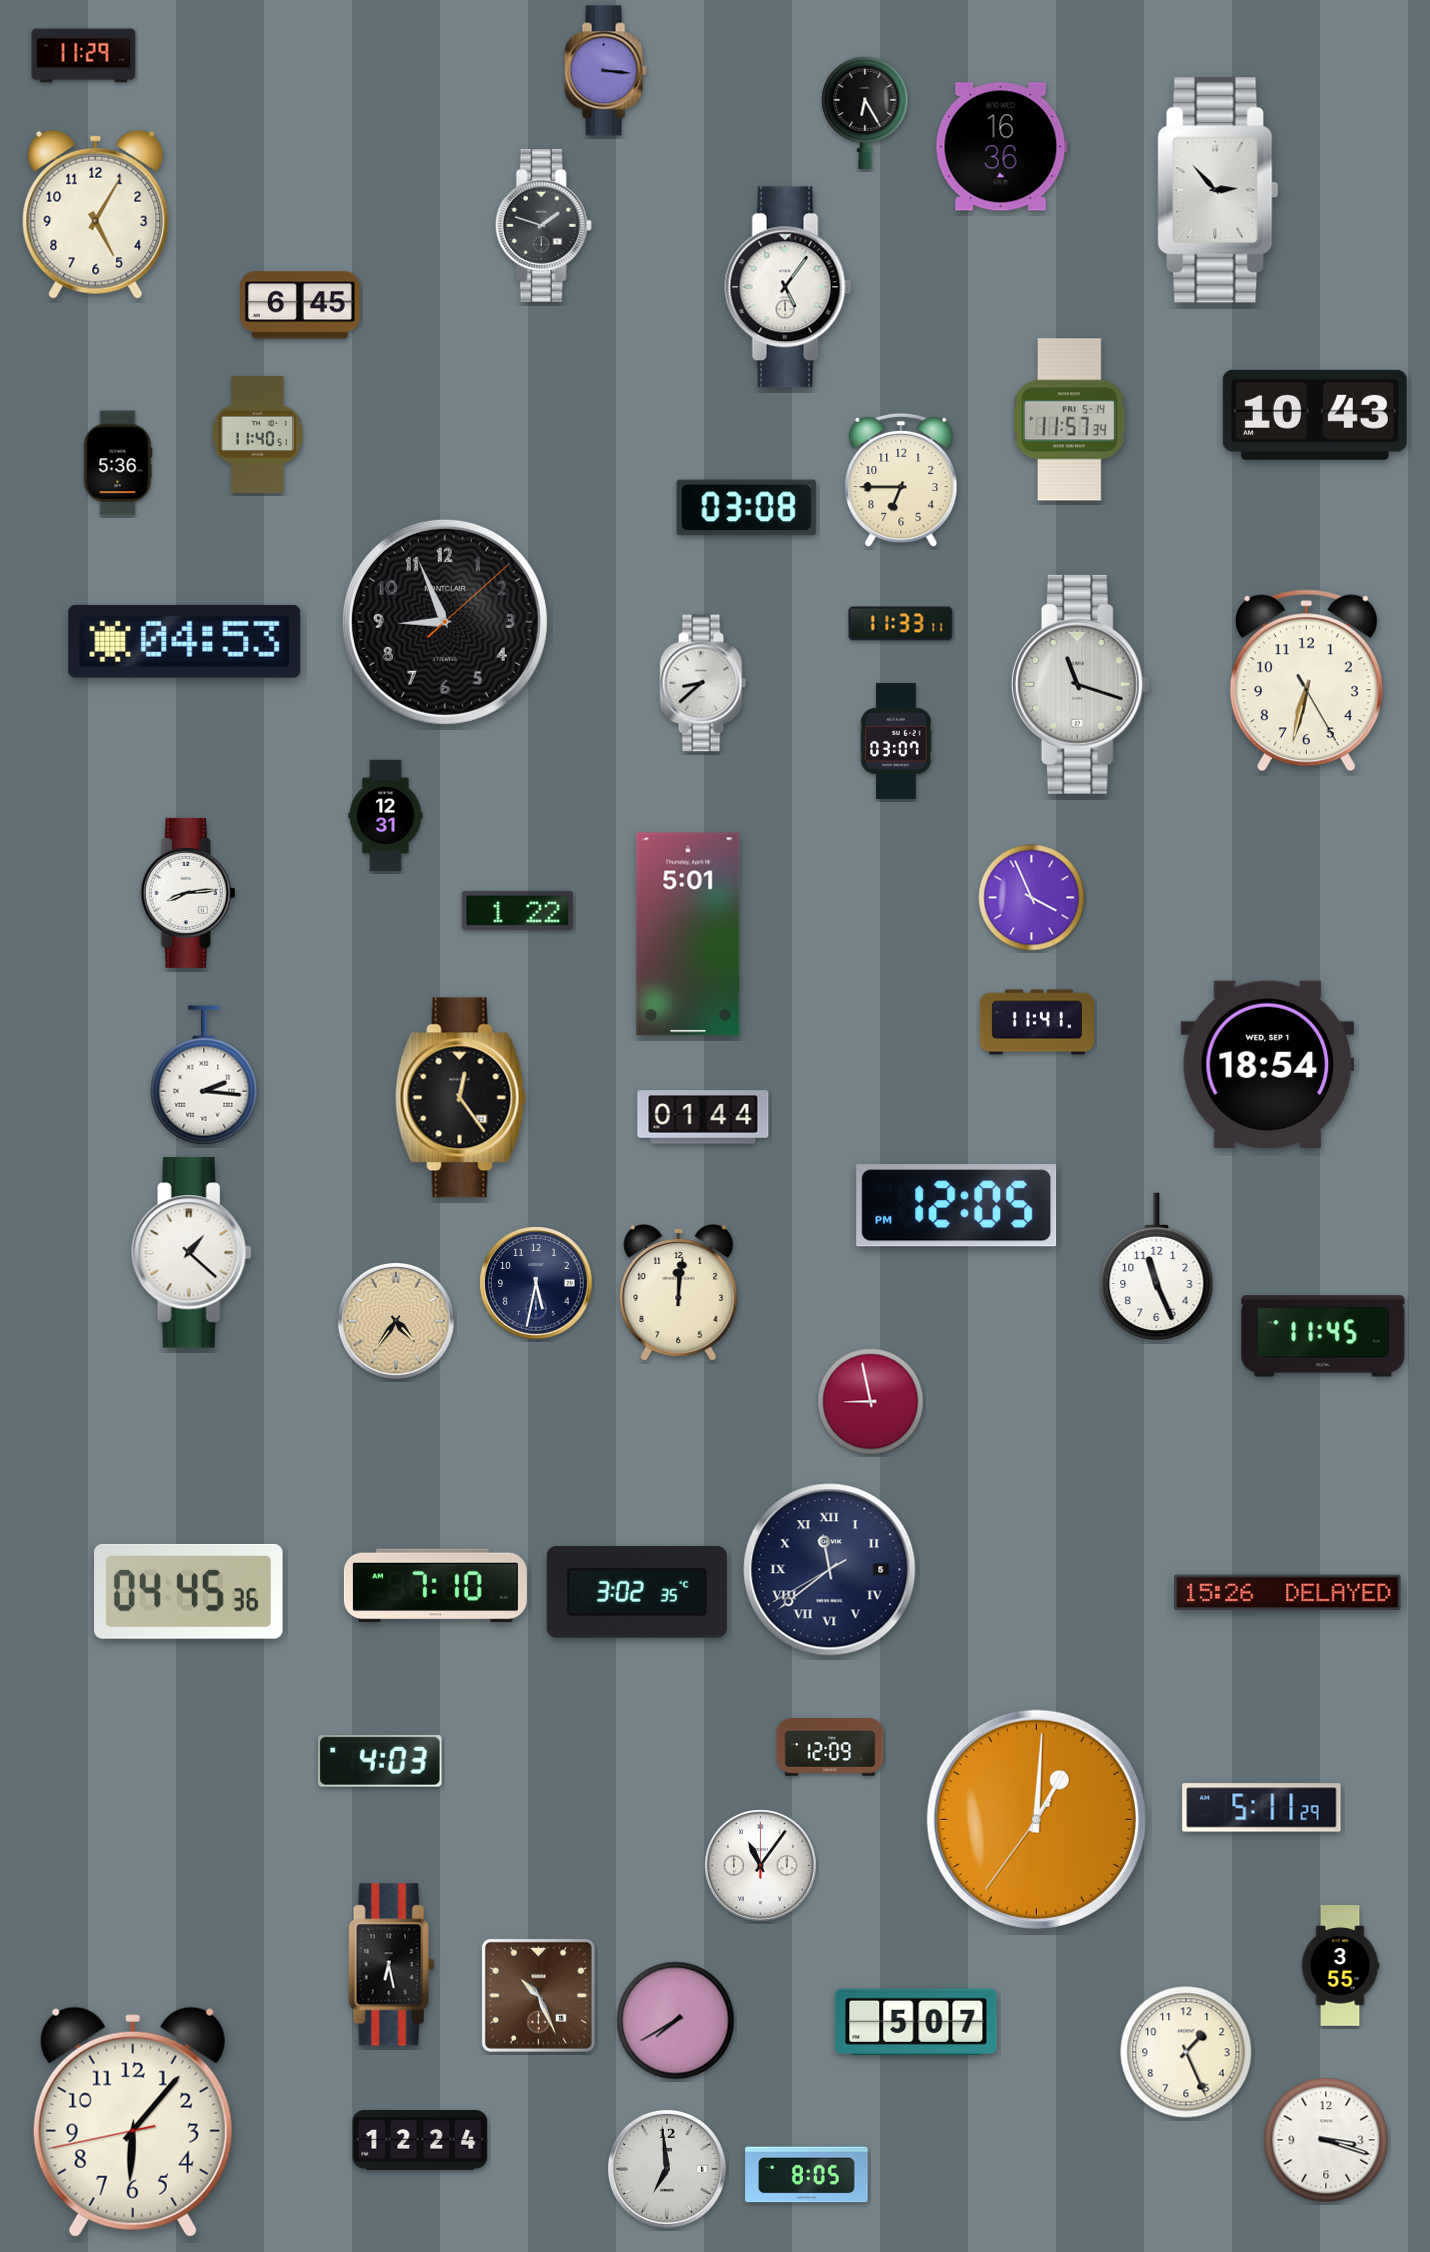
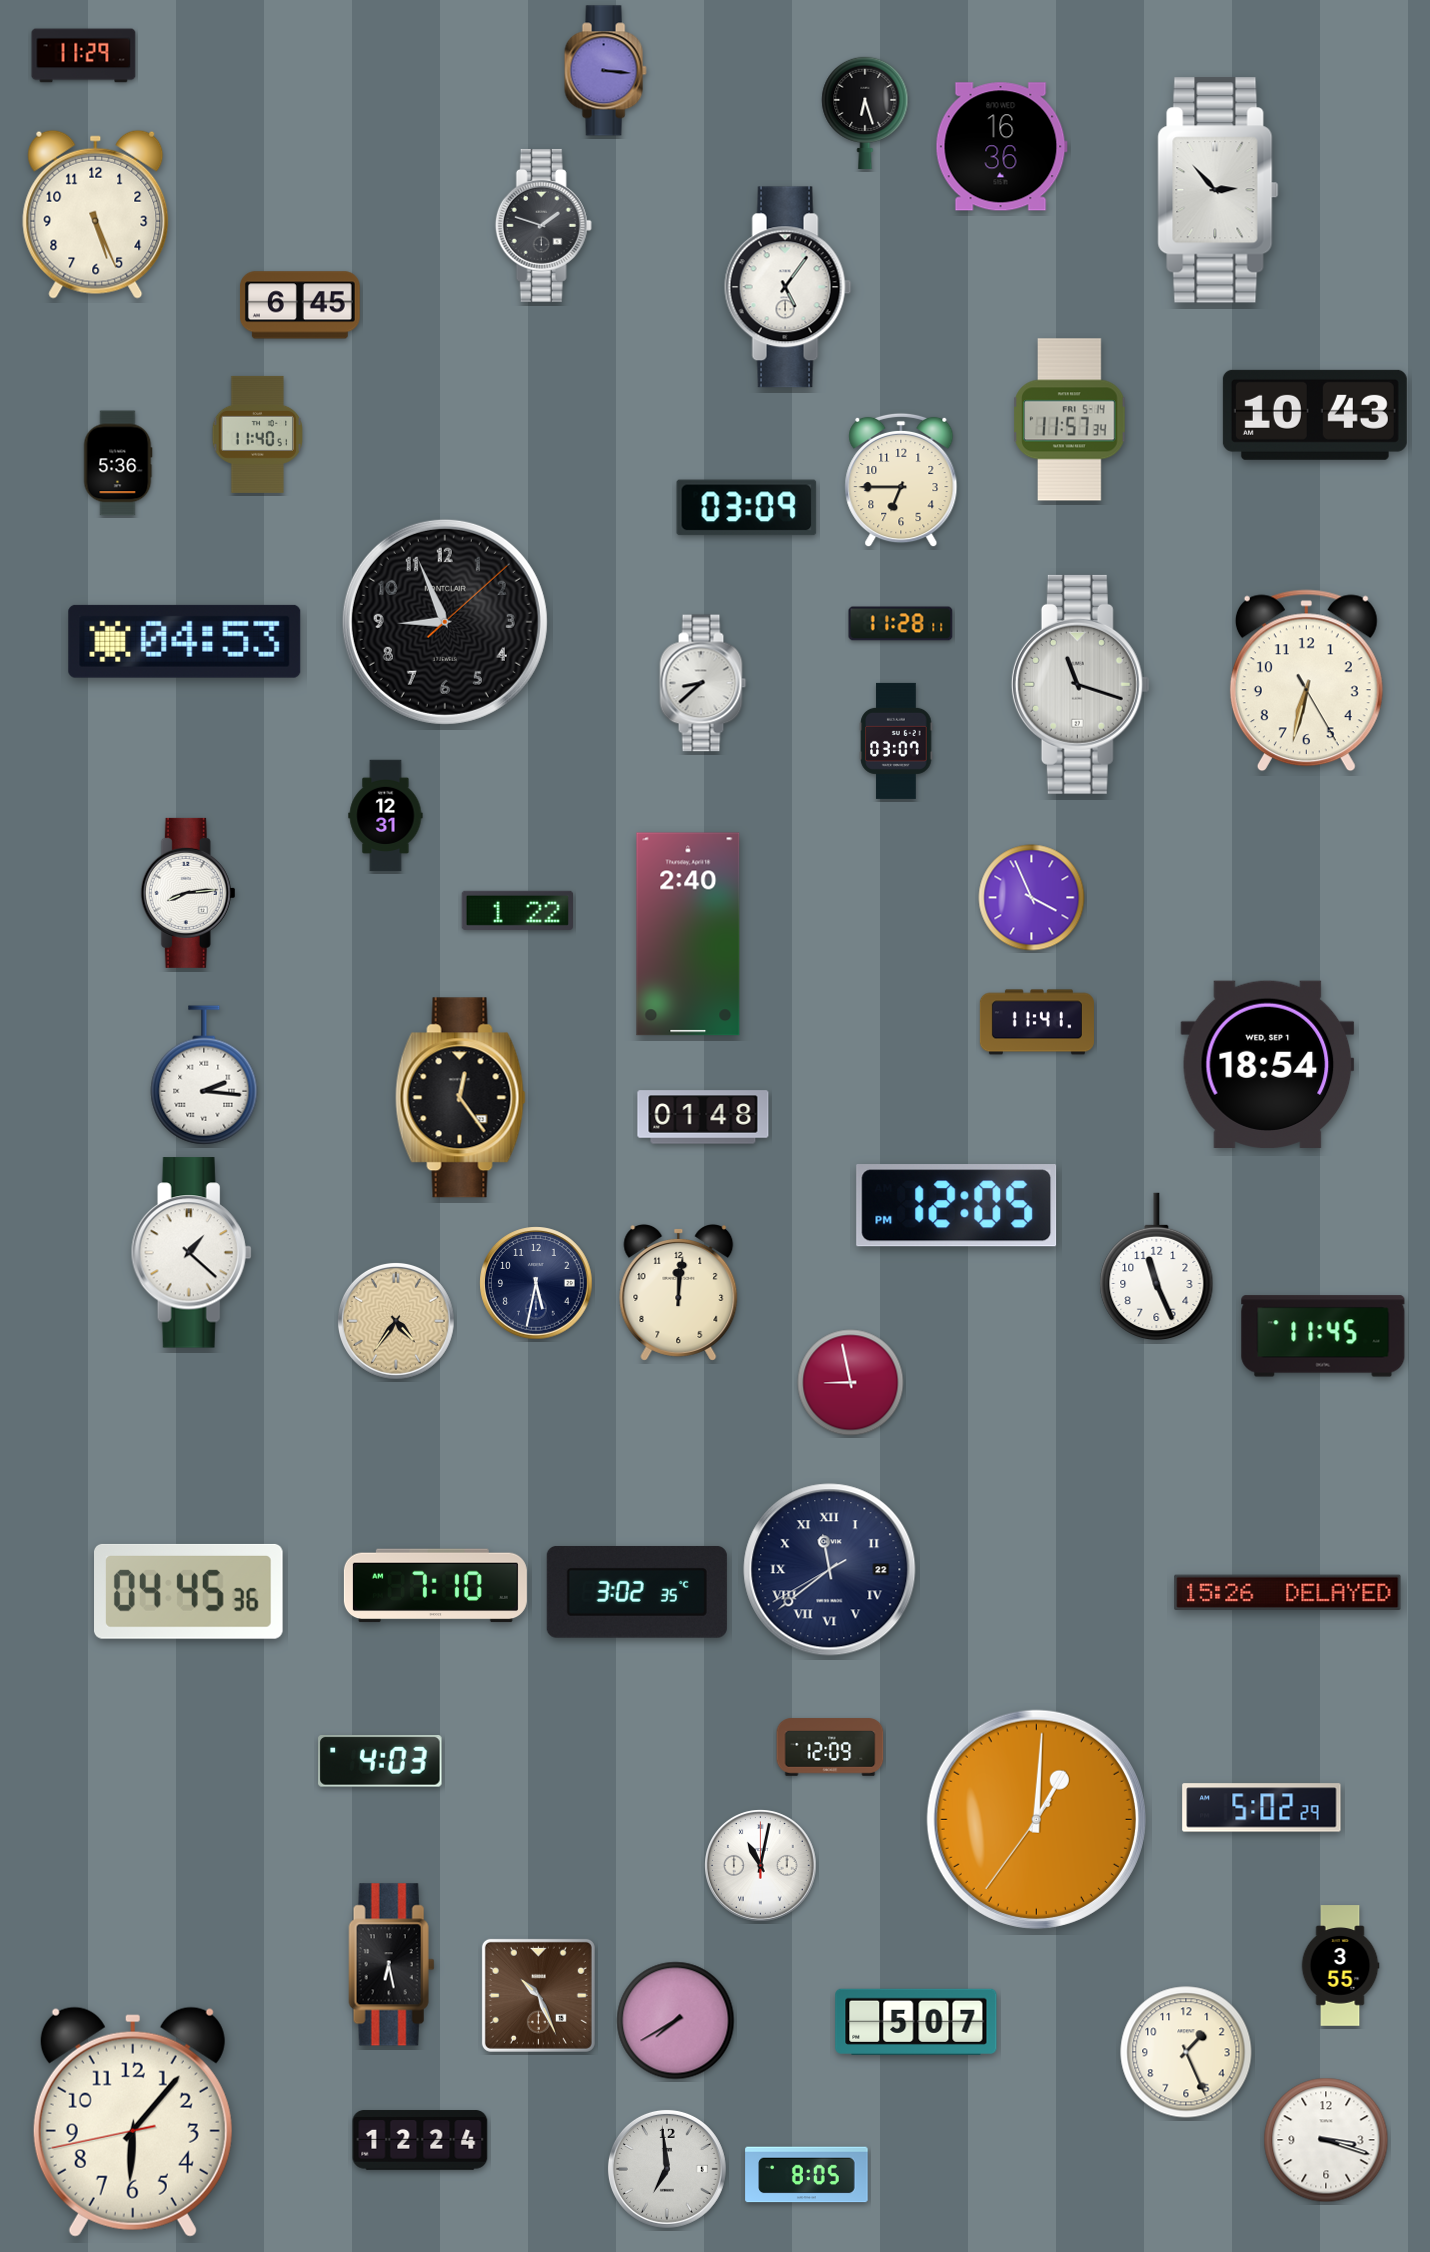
clock at (865, 112): 6:25 -> 6:27
clock at (96, 214): 5:05 -> 5:26
clock at (747, 508): 03:08 -> 03:09
clock at (901, 624): 11:33 -> 11:28
clock at (688, 934): 5:01 -> 2:40
clock at (703, 1117): 01:44 -> 01:48
clock at (871, 1402) position: (871, 1402) -> (851, 1383)
clock at (830, 1570) date: 5 -> 22
clock at (1262, 1808): 5:11 -> 5:02
clock at (761, 1866): 11:06 -> 11:02
